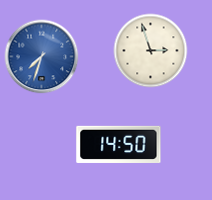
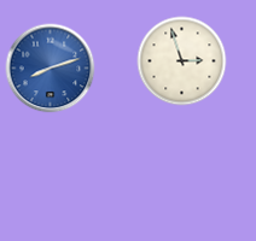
clock at (42, 57): 7:33 -> 8:12
clock at (119, 144): 14:50 -> none
